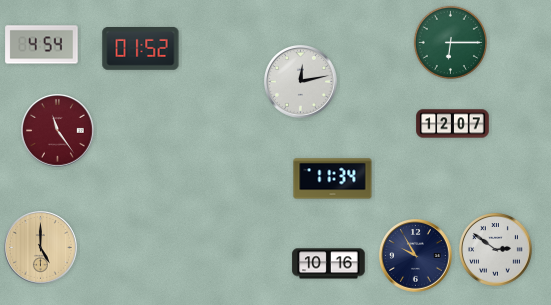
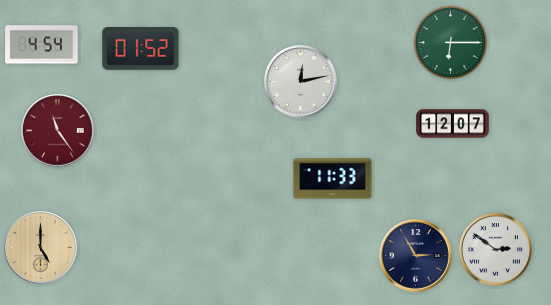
clock at (333, 179): 11:34 -> 11:33
clock at (416, 256): 9:55 -> 2:55
clock at (329, 264): 10:16 -> none
